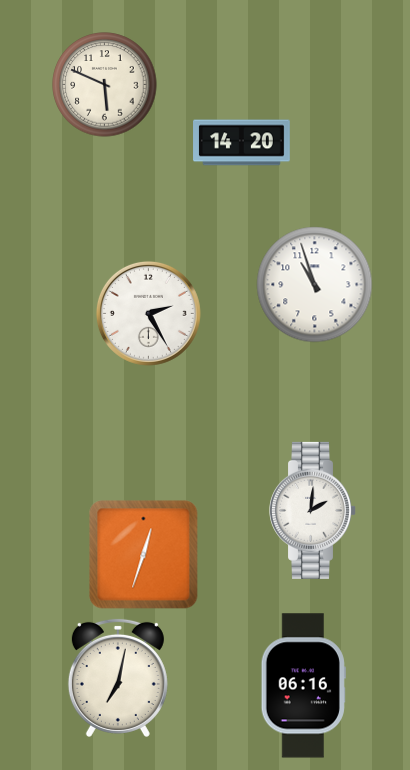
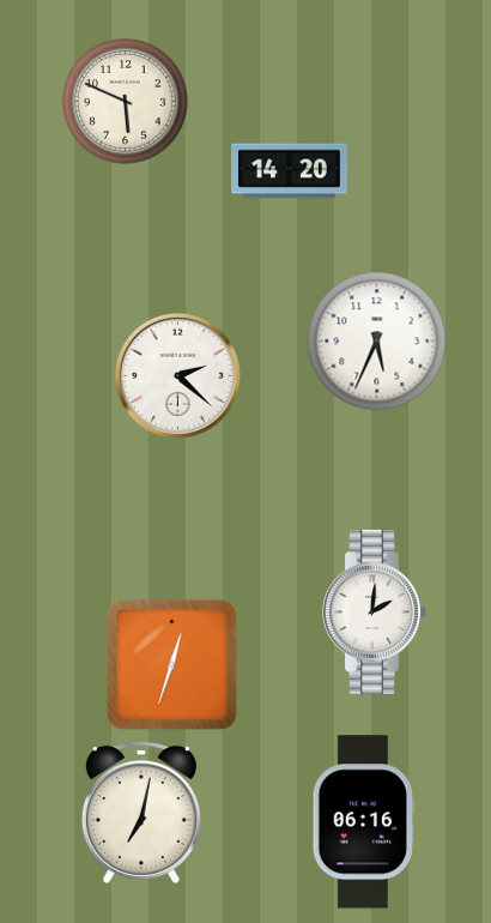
clock at (315, 285): 10:57 -> 5:34
clock at (148, 313): 2:25 -> 2:22
